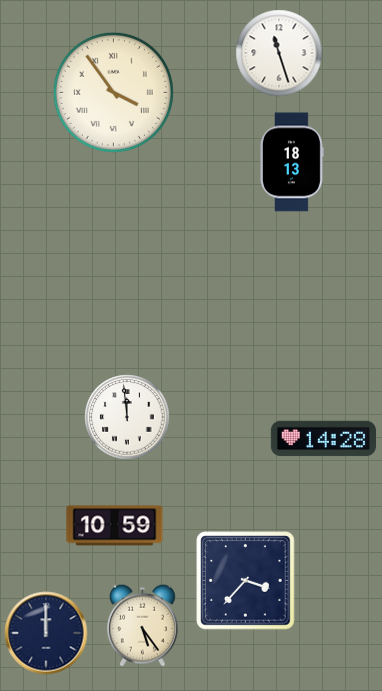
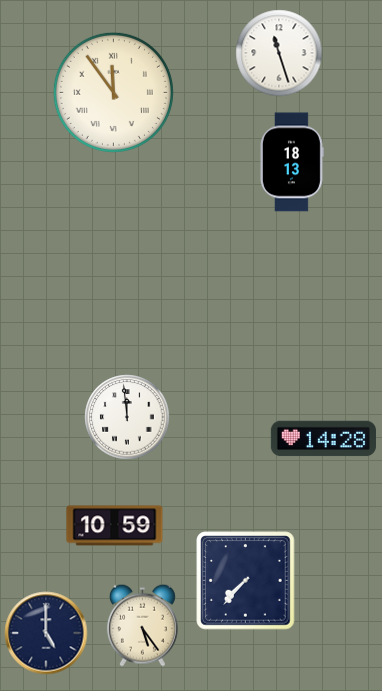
clock at (113, 92): 3:54 -> 11:54
clock at (246, 581): 3:37 -> 7:37
clock at (46, 633): 12:00 -> 5:00
